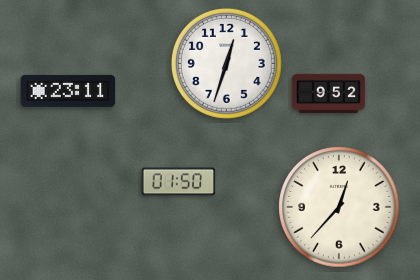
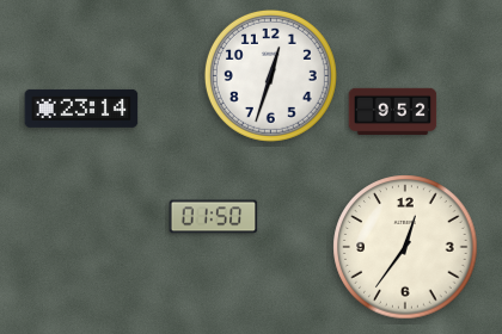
clock at (68, 91): 23:11 -> 23:14
clock at (339, 207): 12:37 -> 12:36
